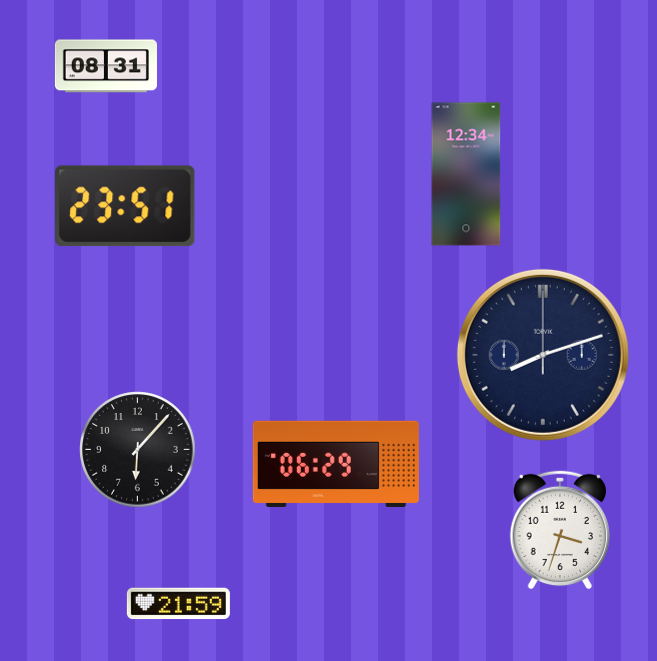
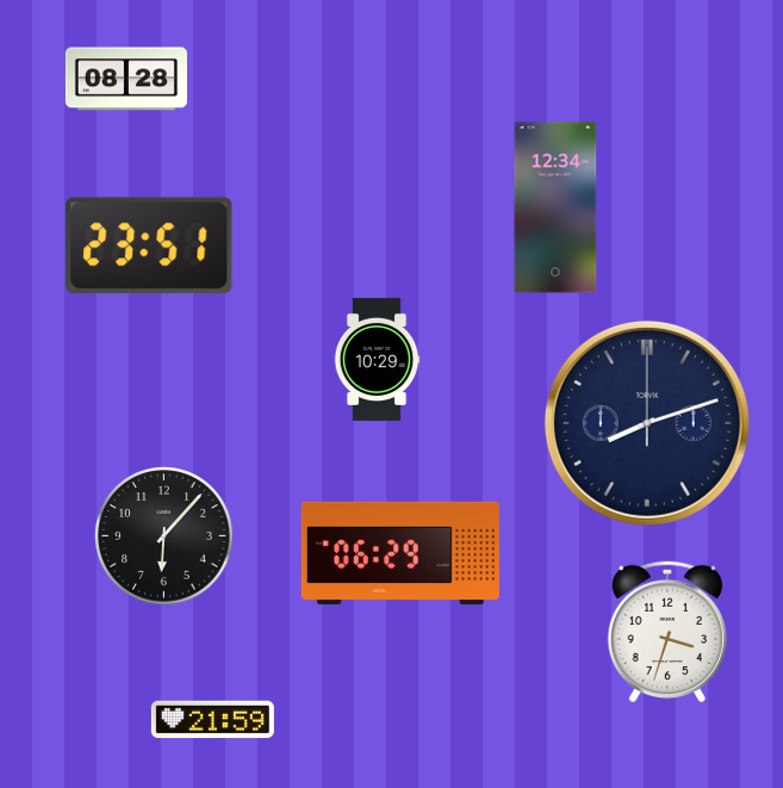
clock at (106, 66): 08:31 -> 08:28
clock at (377, 359): none -> 10:29
